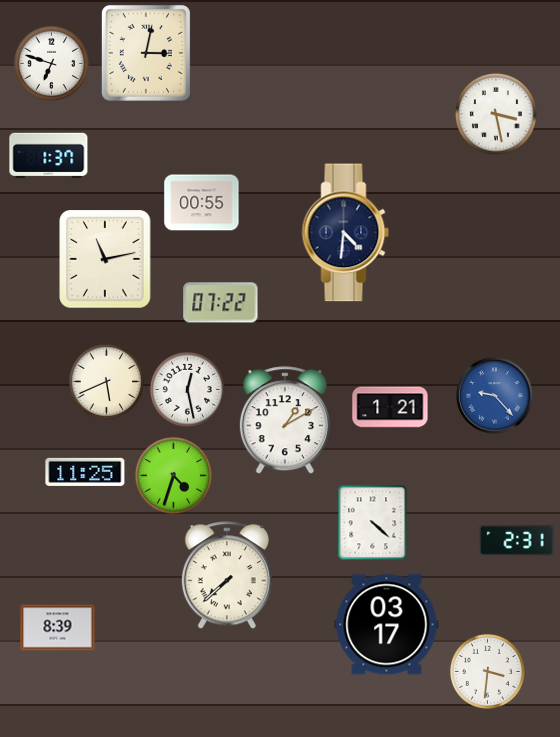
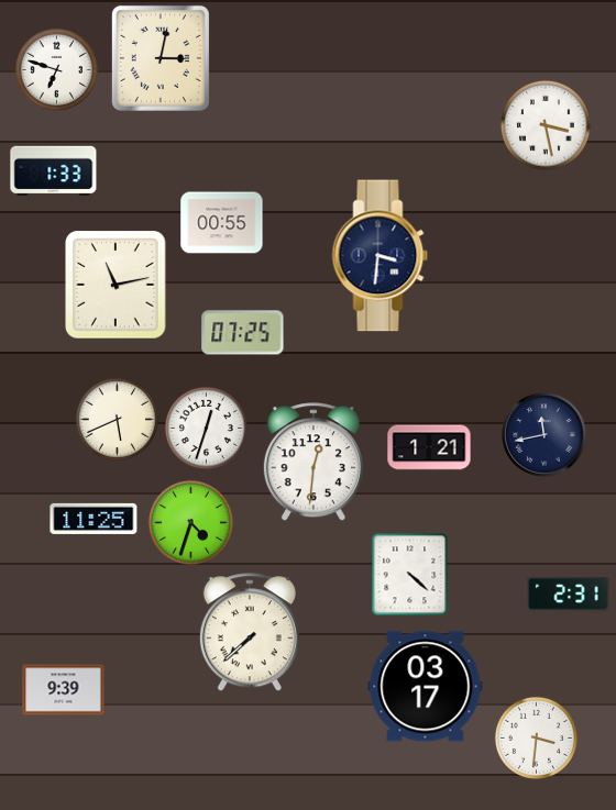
clock at (49, 155): 1:37 -> 1:33
clock at (346, 233): 4:31 -> 3:31
clock at (221, 303): 07:22 -> 07:25
clock at (187, 389): 12:28 -> 12:33
clock at (495, 396): 9:23 -> 11:43
clock at (495, 396) dial: blue -> navy
clock at (285, 421): 1:10 -> 12:31
clock at (58, 628): 8:39 -> 9:39
